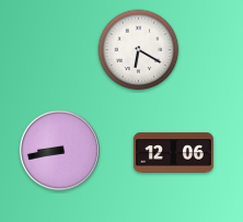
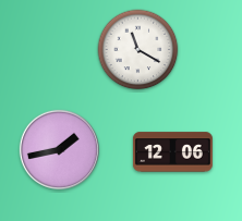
clock at (139, 50): 6:20 -> 11:20
clock at (59, 150): 8:43 -> 1:43
